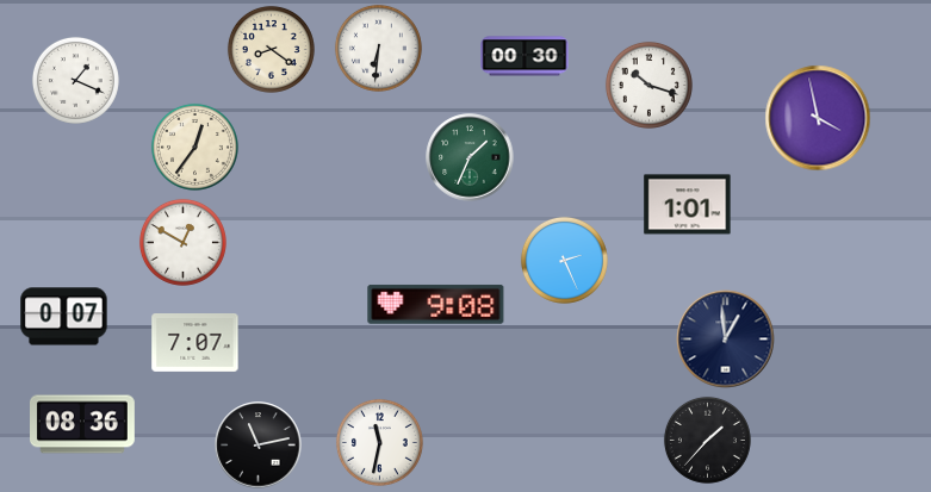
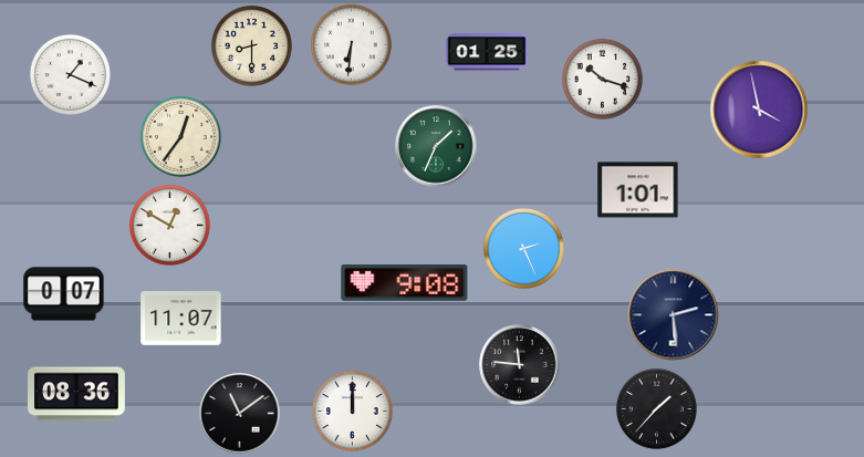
clock at (271, 49): 8:21 -> 8:30
clock at (525, 56): 00:30 -> 01:25
clock at (564, 260) position: (564, 260) -> (523, 248)
clock at (64, 317) position: (64, 317) -> (64, 294)
clock at (726, 340): 12:59 -> 2:29
clock at (195, 343): 7:07 -> 11:07
clock at (520, 365): none -> 11:46
clock at (379, 442): 11:32 -> 12:00
clock at (259, 446): 11:13 -> 11:09
